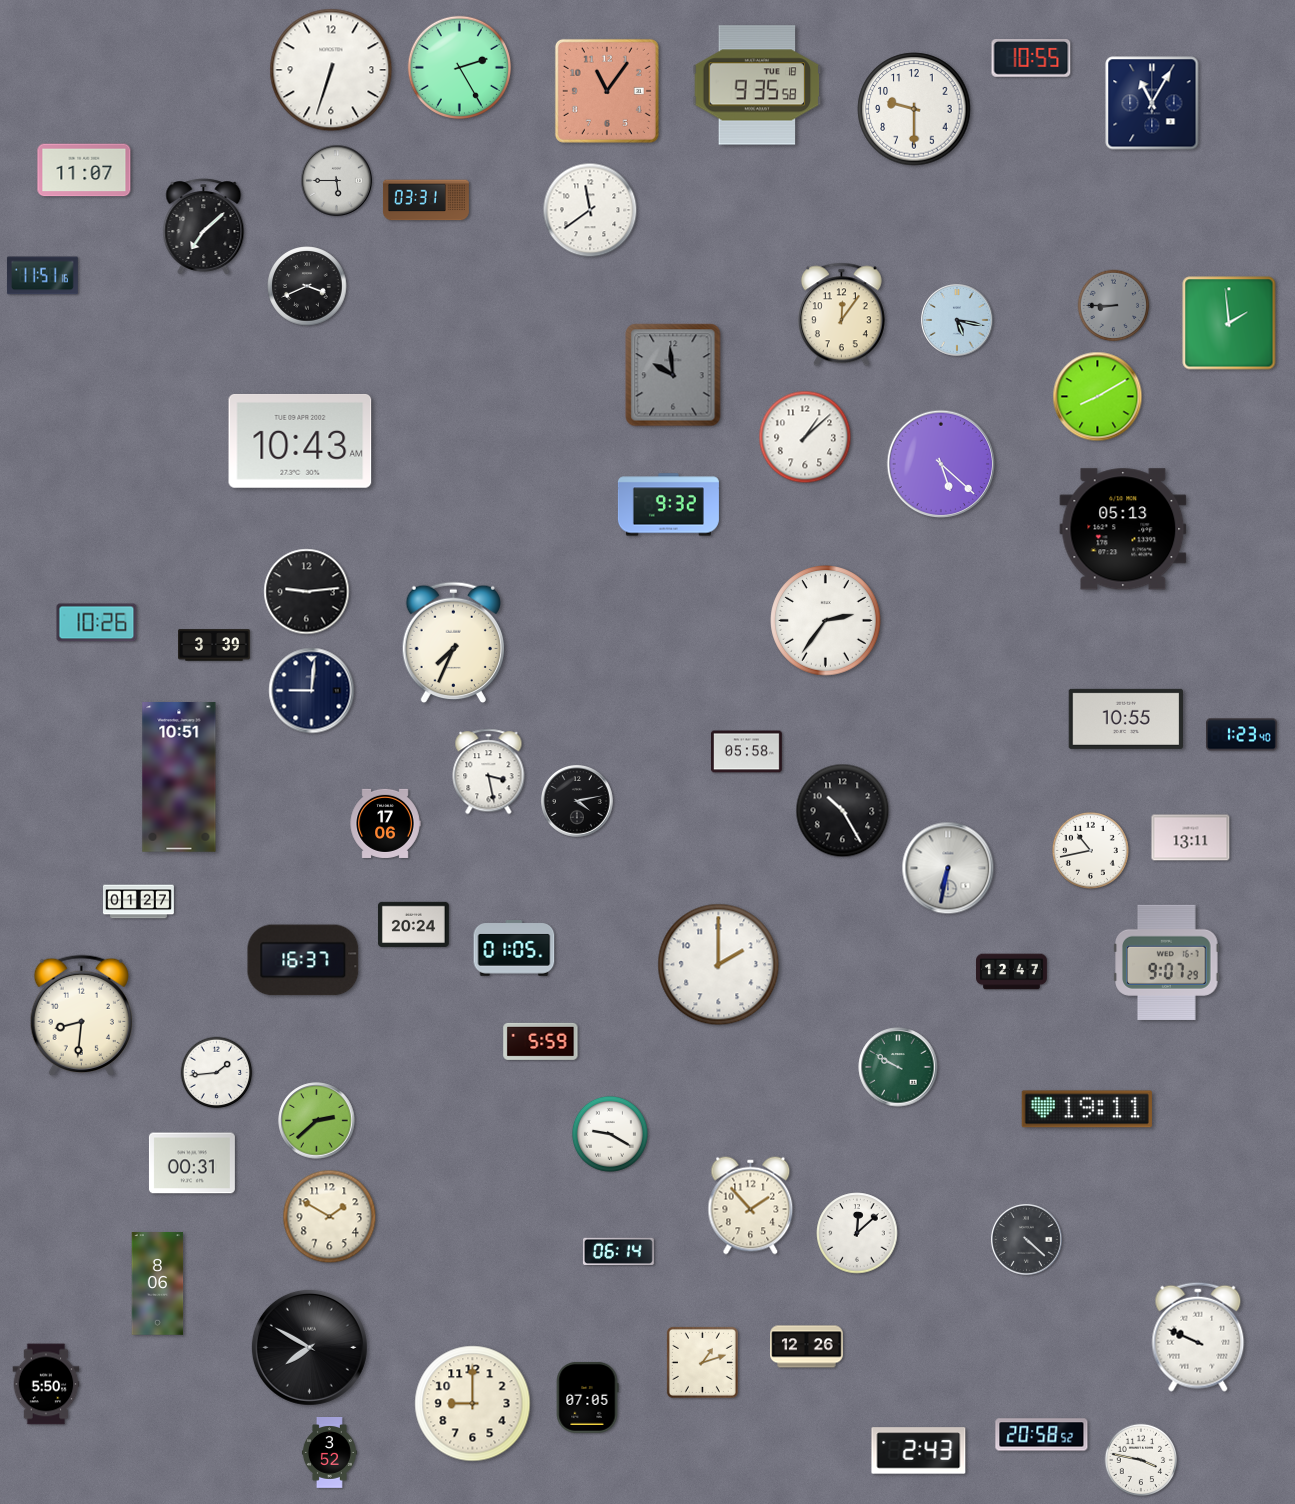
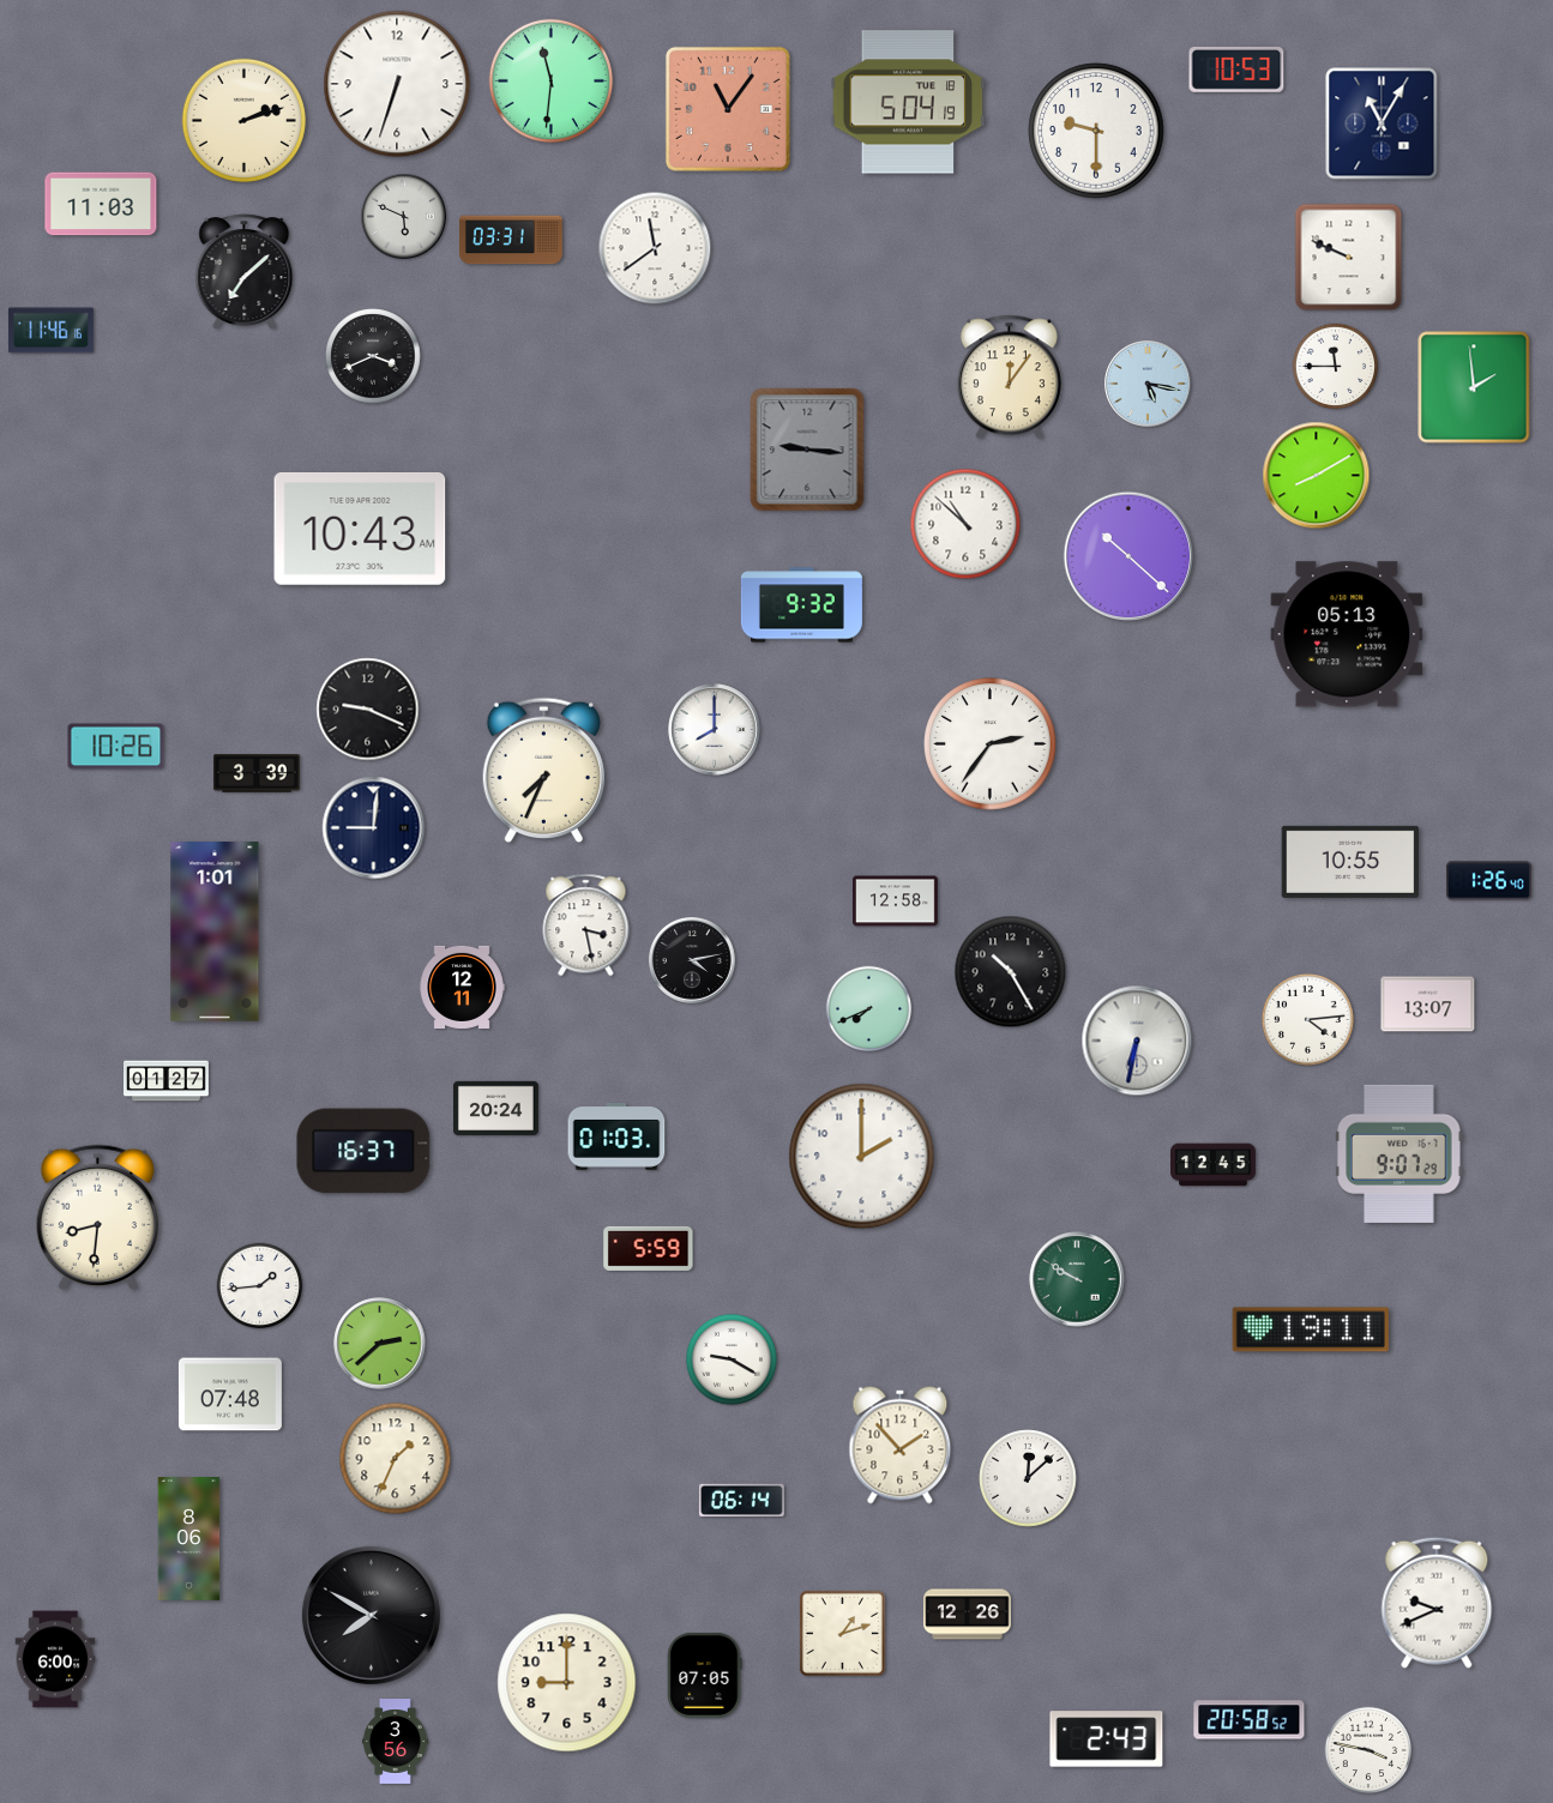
clock at (1031, 59): 10:55 -> 10:53
clock at (459, 67): 2:25 -> 11:31
clock at (757, 85): 9:35 -> 5:04
clock at (243, 120): none -> 2:12
clock at (84, 170): 11:07 -> 11:03
clock at (337, 181): 5:45 -> 5:49
clock at (590, 210) position: (590, 210) -> (655, 248)
clock at (1349, 258): none -> 9:49
clock at (42, 276): 11:51 -> 11:46
clock at (307, 286) position: (307, 286) -> (373, 356)
clock at (1114, 306): 8:45 -> 11:45
clock at (1114, 306) dial: grey -> white
clock at (673, 375): 9:59 -> 9:16
clock at (805, 437): 1:08 -> 10:52
clock at (941, 464): 5:22 -> 10:22
clock at (307, 592): 9:14 -> 9:19
clock at (715, 730): none -> 8:00
clock at (1242, 735): 1:23 -> 1:26
clock at (746, 752): 05:58 -> 12:58
clock at (179, 777): 10:51 -> 1:01
clock at (385, 823): 17:06 -> 12:11
clock at (1191, 838): 13:11 -> 13:07
clock at (869, 1009): none -> 7:41
clock at (1090, 850): 10:43 -> 4:14
clock at (514, 949): 01:05 -> 01:03
clock at (1012, 972): 12:47 -> 12:45
clock at (1087, 1109) position: (1087, 1109) -> (1311, 1329)
clock at (192, 1163): 00:31 -> 07:48
clock at (330, 1217): 1:50 -> 1:34
clock at (1027, 1240): 4:22 -> none
clock at (1198, 1337): 9:49 -> 9:41
clock at (46, 1384): 5:50 -> 6:00
clock at (919, 1451) position: (919, 1451) -> (1107, 1739)
clock at (329, 1453): 3:52 -> 3:56
